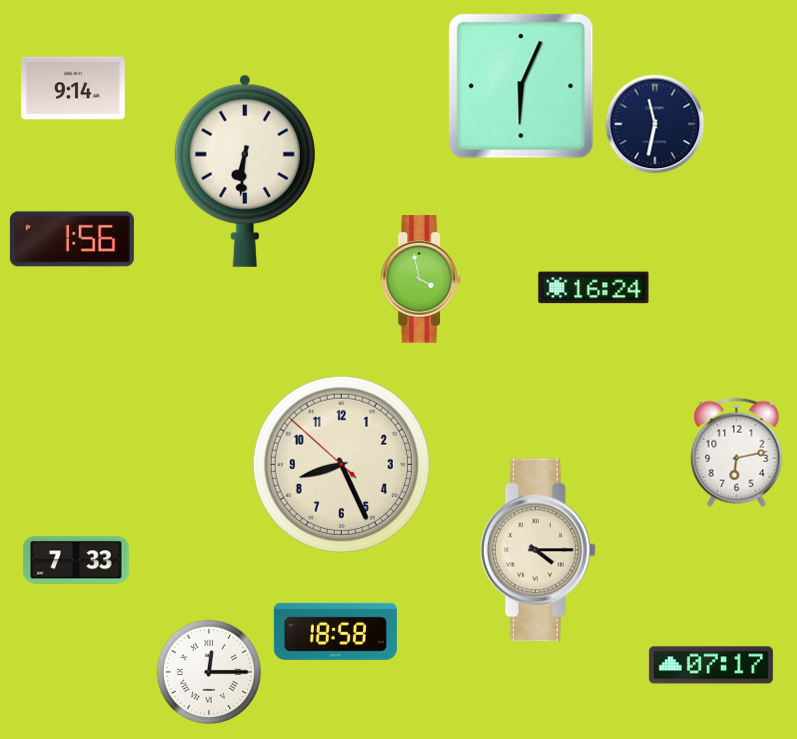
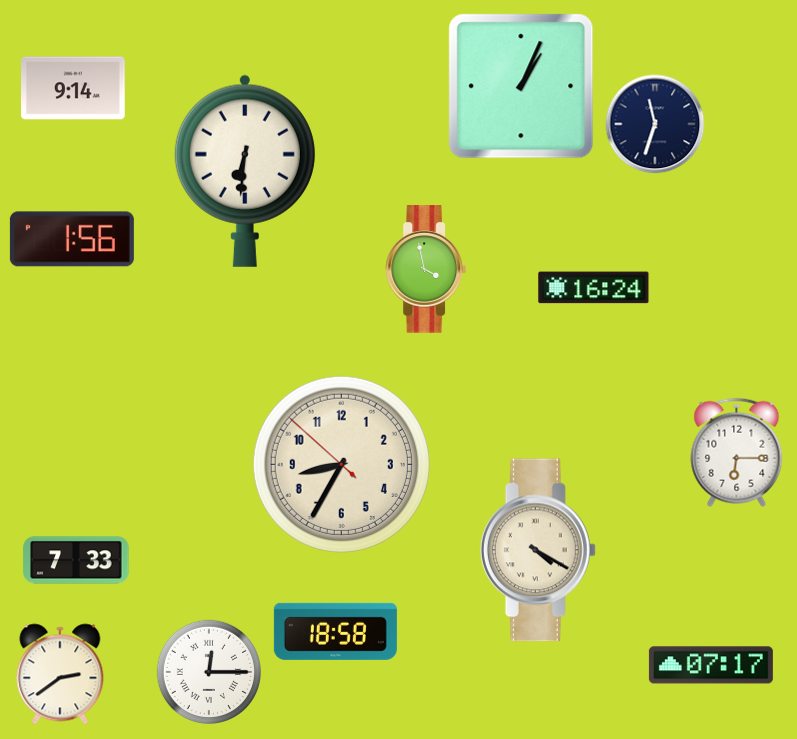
clock at (521, 86): 6:04 -> 1:04
clock at (655, 124): 11:32 -> 11:33
clock at (420, 279) position: (420, 279) -> (425, 269)
clock at (737, 452): 6:13 -> 6:15
clock at (341, 464): 8:25 -> 8:34
clock at (538, 550): 4:15 -> 4:20
clock at (60, 674): none -> 2:39
